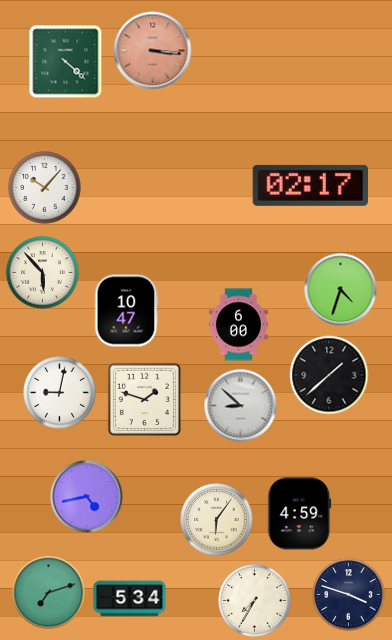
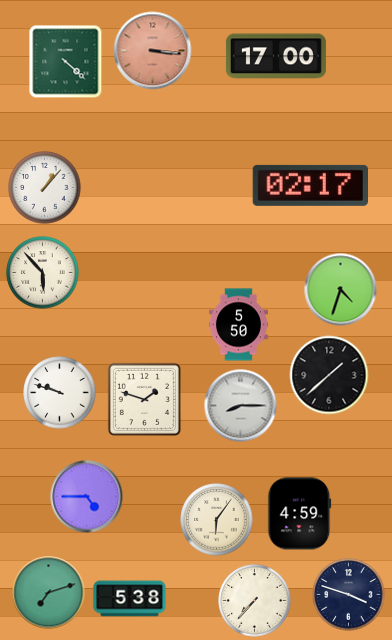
clock at (276, 56): none -> 17:00
clock at (45, 188): 10:07 -> 1:07
clock at (127, 311): 10:47 -> none
clock at (238, 325): 6:00 -> 5:50
clock at (60, 393): 9:02 -> 9:48
clock at (241, 406): 8:52 -> 8:15
clock at (87, 497): 4:43 -> 4:45
clock at (130, 599): 5:34 -> 5:38
clock at (255, 601): 7:35 -> 7:37
